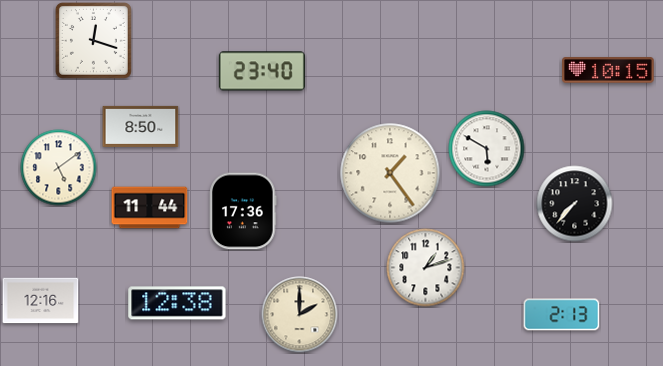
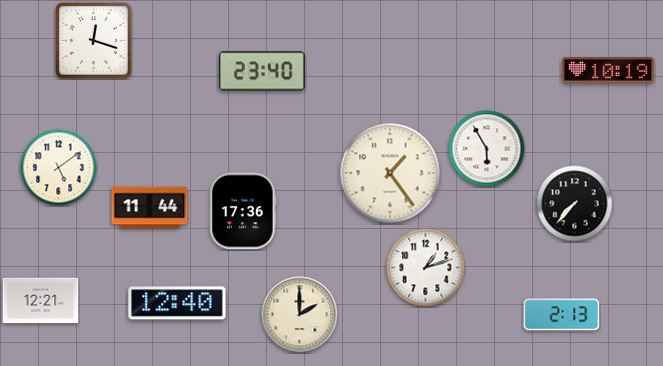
clock at (608, 70): 10:15 -> 10:19
clock at (141, 126): 8:50 -> none
clock at (487, 149): 5:50 -> 5:55
clock at (41, 301): 12:16 -> 12:21
clock at (177, 303): 12:38 -> 12:40
